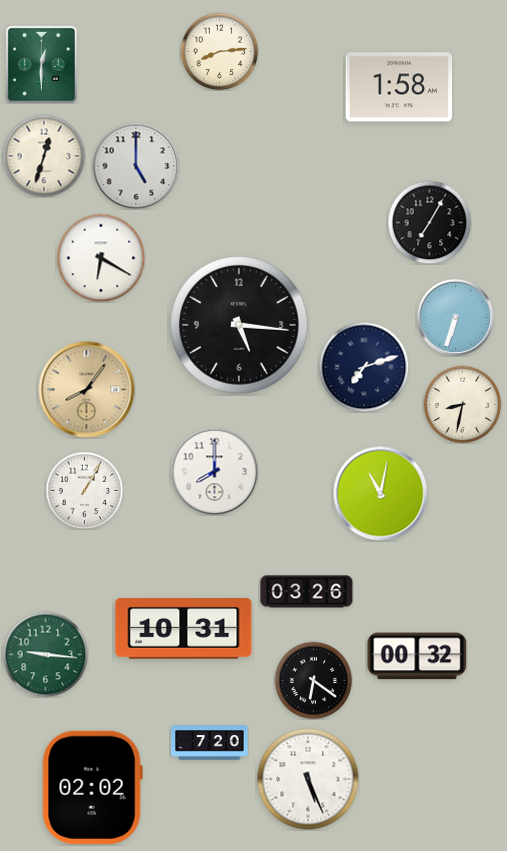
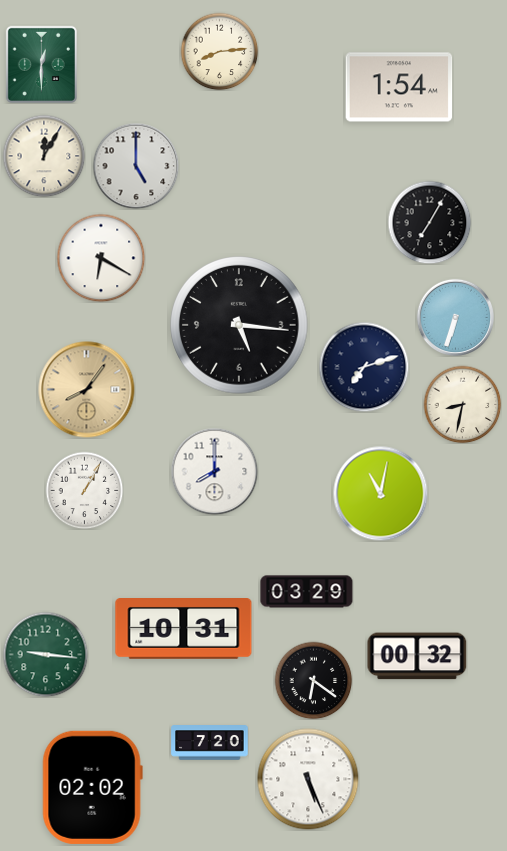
clock at (399, 87): 1:58 -> 1:54
clock at (44, 156): 12:33 -> 12:05
clock at (307, 592): 03:26 -> 03:29
